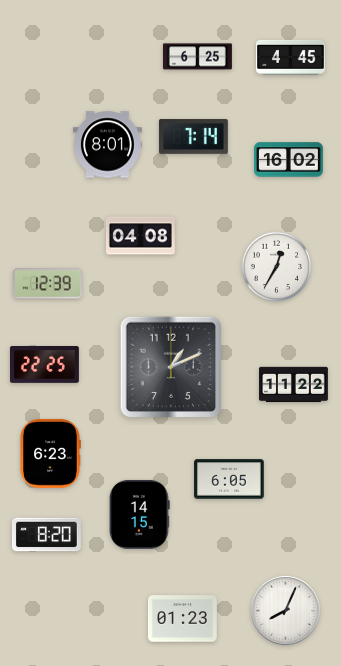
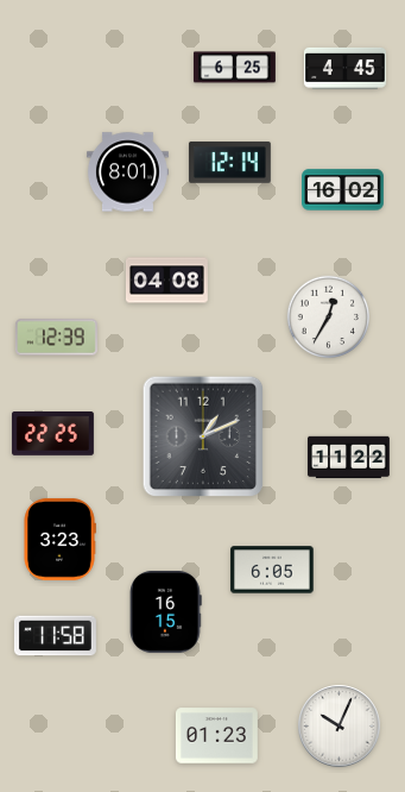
clock at (193, 137): 7:14 -> 12:14
clock at (50, 453): 6:23 -> 3:23
clock at (140, 514): 14:15 -> 16:15
clock at (46, 535): 8:20 -> 11:58
clock at (286, 611): 8:04 -> 10:04
